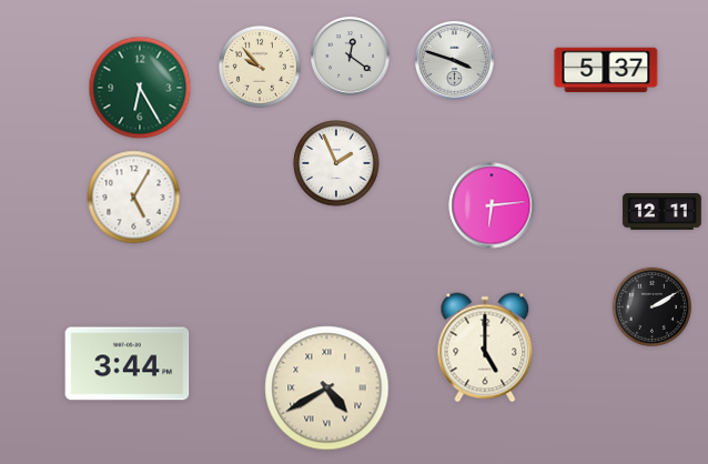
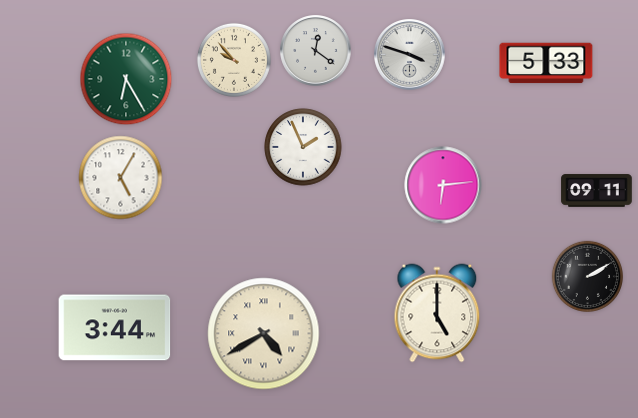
clock at (606, 70): 5:37 -> 5:33
clock at (663, 212): 12:11 -> 09:11
clock at (327, 389) position: (327, 389) -> (264, 334)
